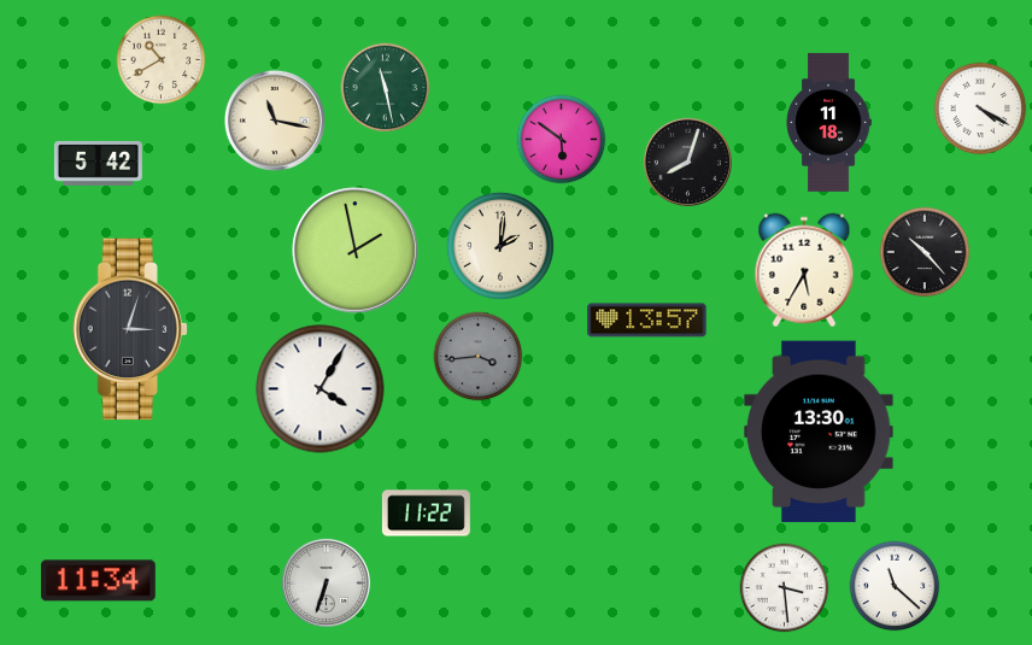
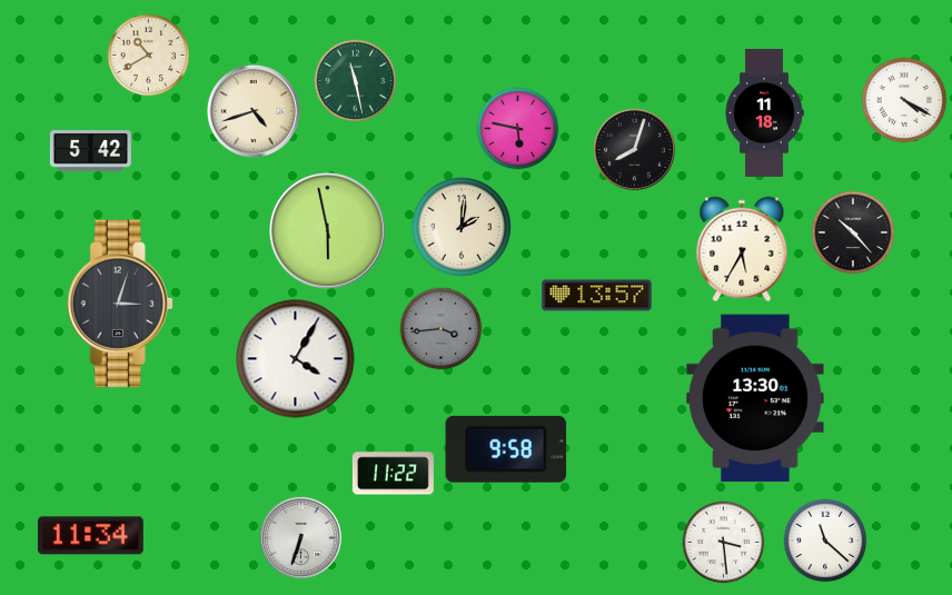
clock at (275, 121): 11:17 -> 4:42
clock at (562, 140): 5:51 -> 5:47
clock at (356, 251): 1:58 -> 5:58
clock at (506, 449): none -> 9:58
